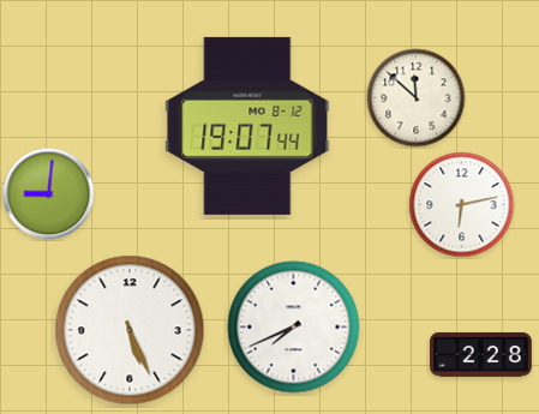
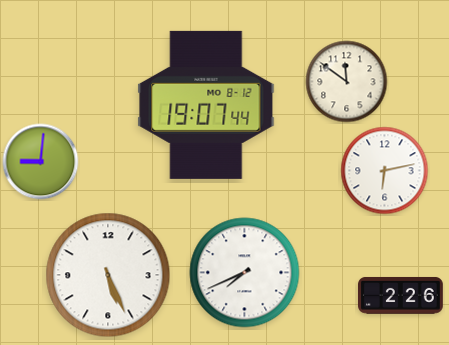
clock at (417, 98): 11:52 -> 11:51
clock at (481, 355): 2:28 -> 2:26
